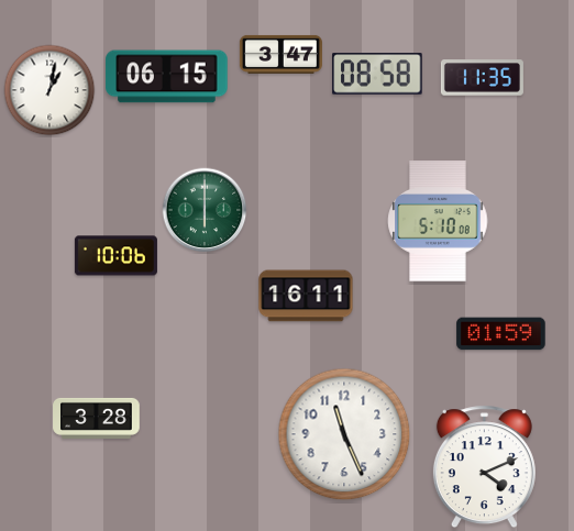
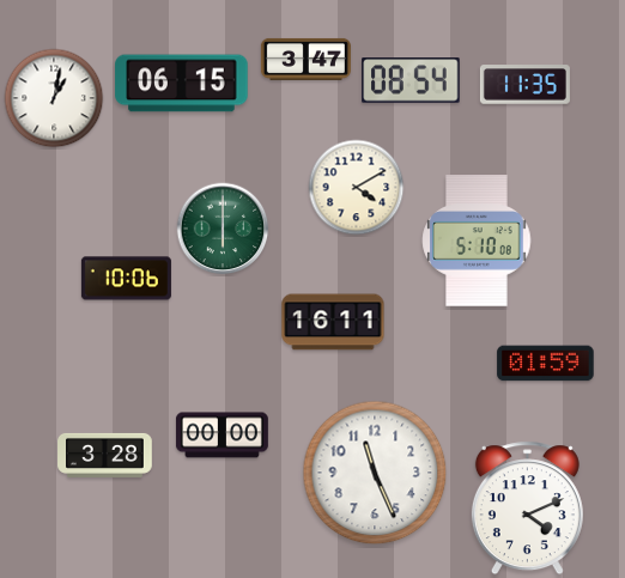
clock at (377, 74): 08:58 -> 08:54
clock at (357, 188): none -> 4:10
clock at (222, 436): none -> 00:00
